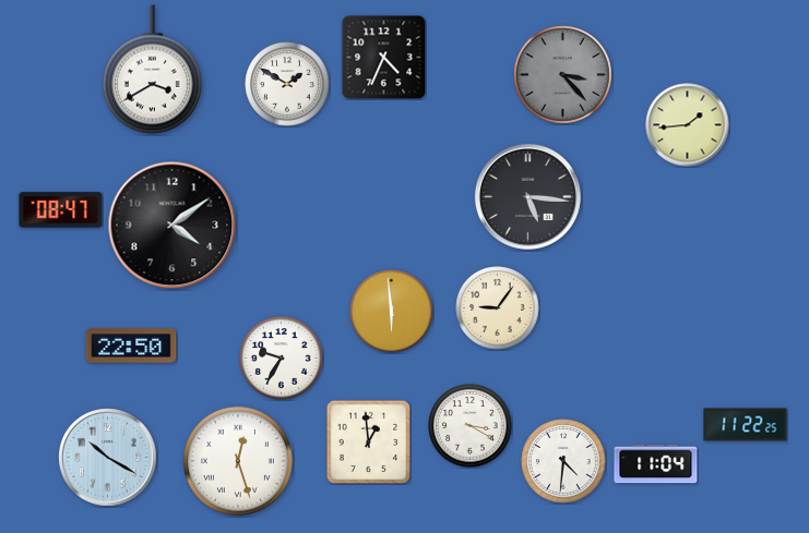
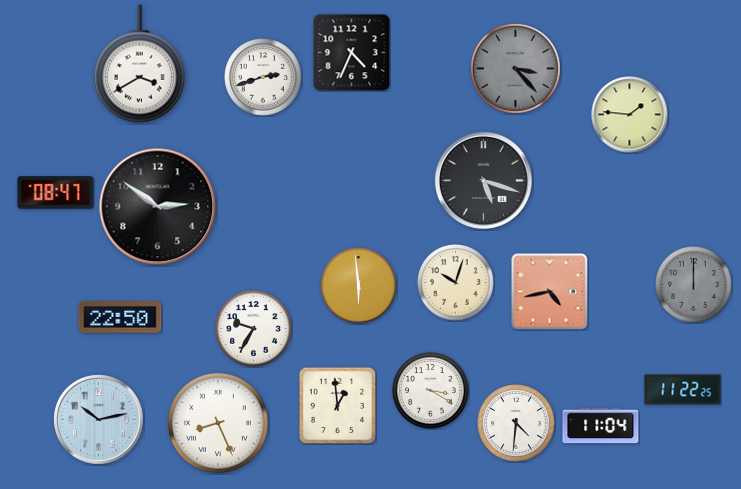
clock at (287, 84): 1:50 -> 2:42
clock at (688, 125): 1:44 -> 1:46
clock at (527, 196): 5:16 -> 5:18
clock at (172, 226): 4:09 -> 2:51
clock at (498, 308): 9:06 -> 10:03
clock at (694, 285): none -> 12:00
clock at (550, 292): none -> 4:43
clock at (282, 359) position: (282, 359) -> (254, 329)
clock at (108, 458): 10:20 -> 10:13
clock at (238, 461): 12:27 -> 8:26
